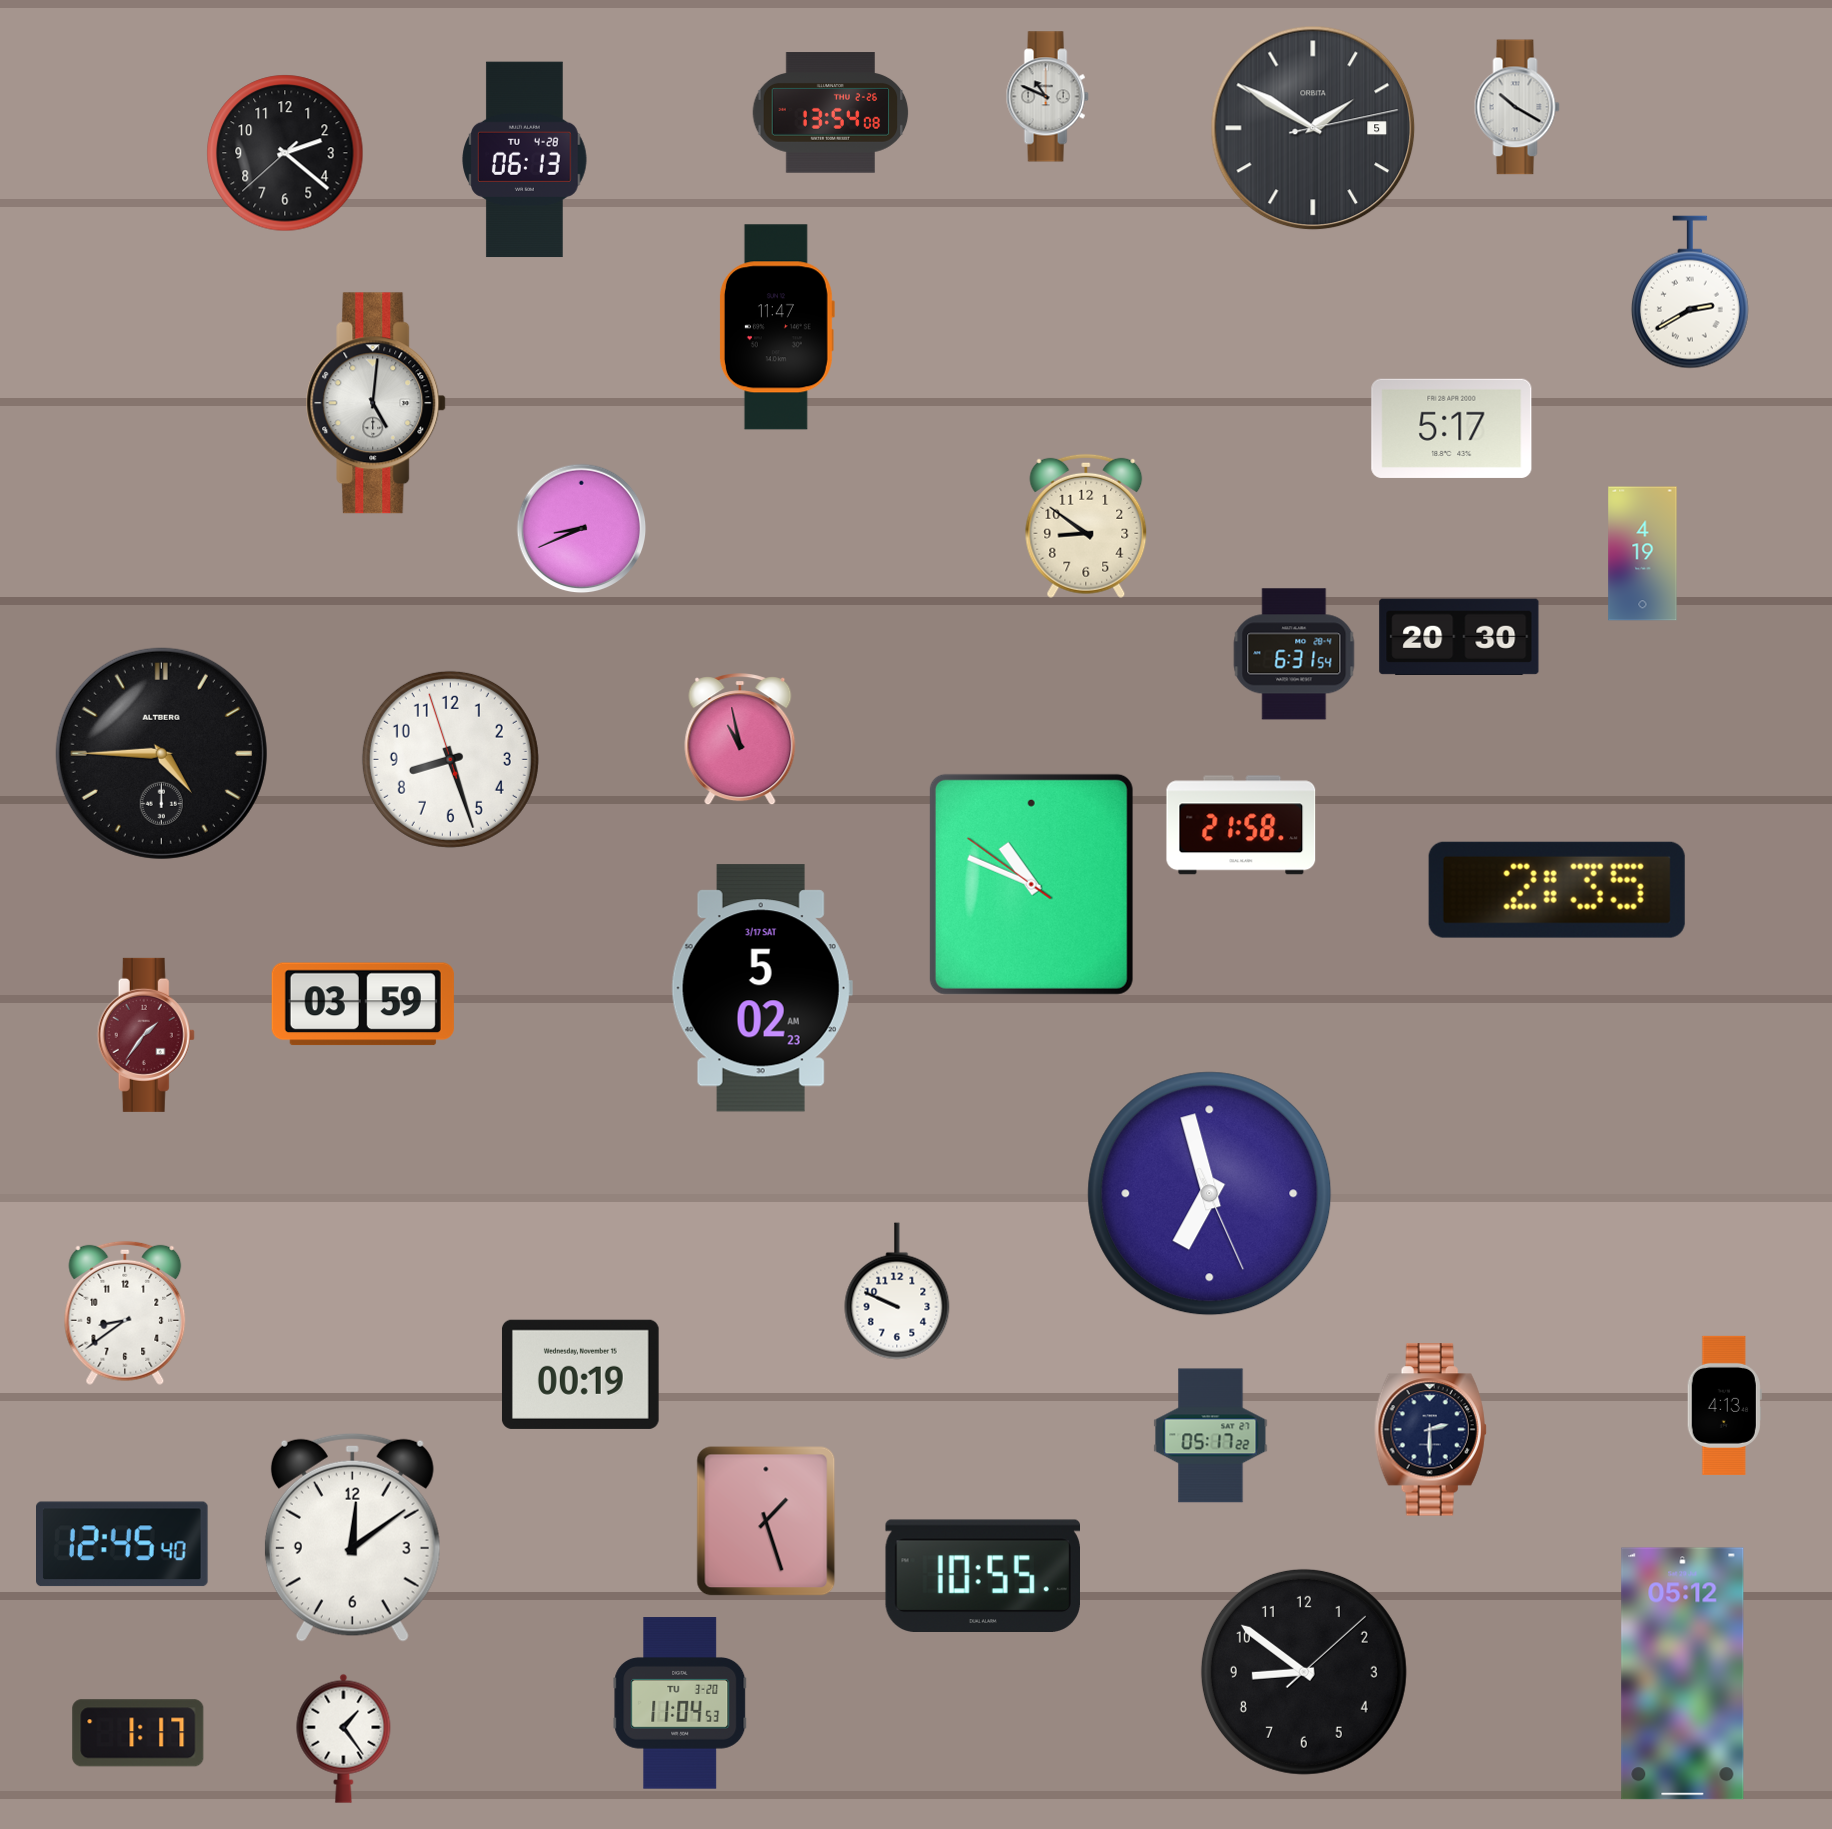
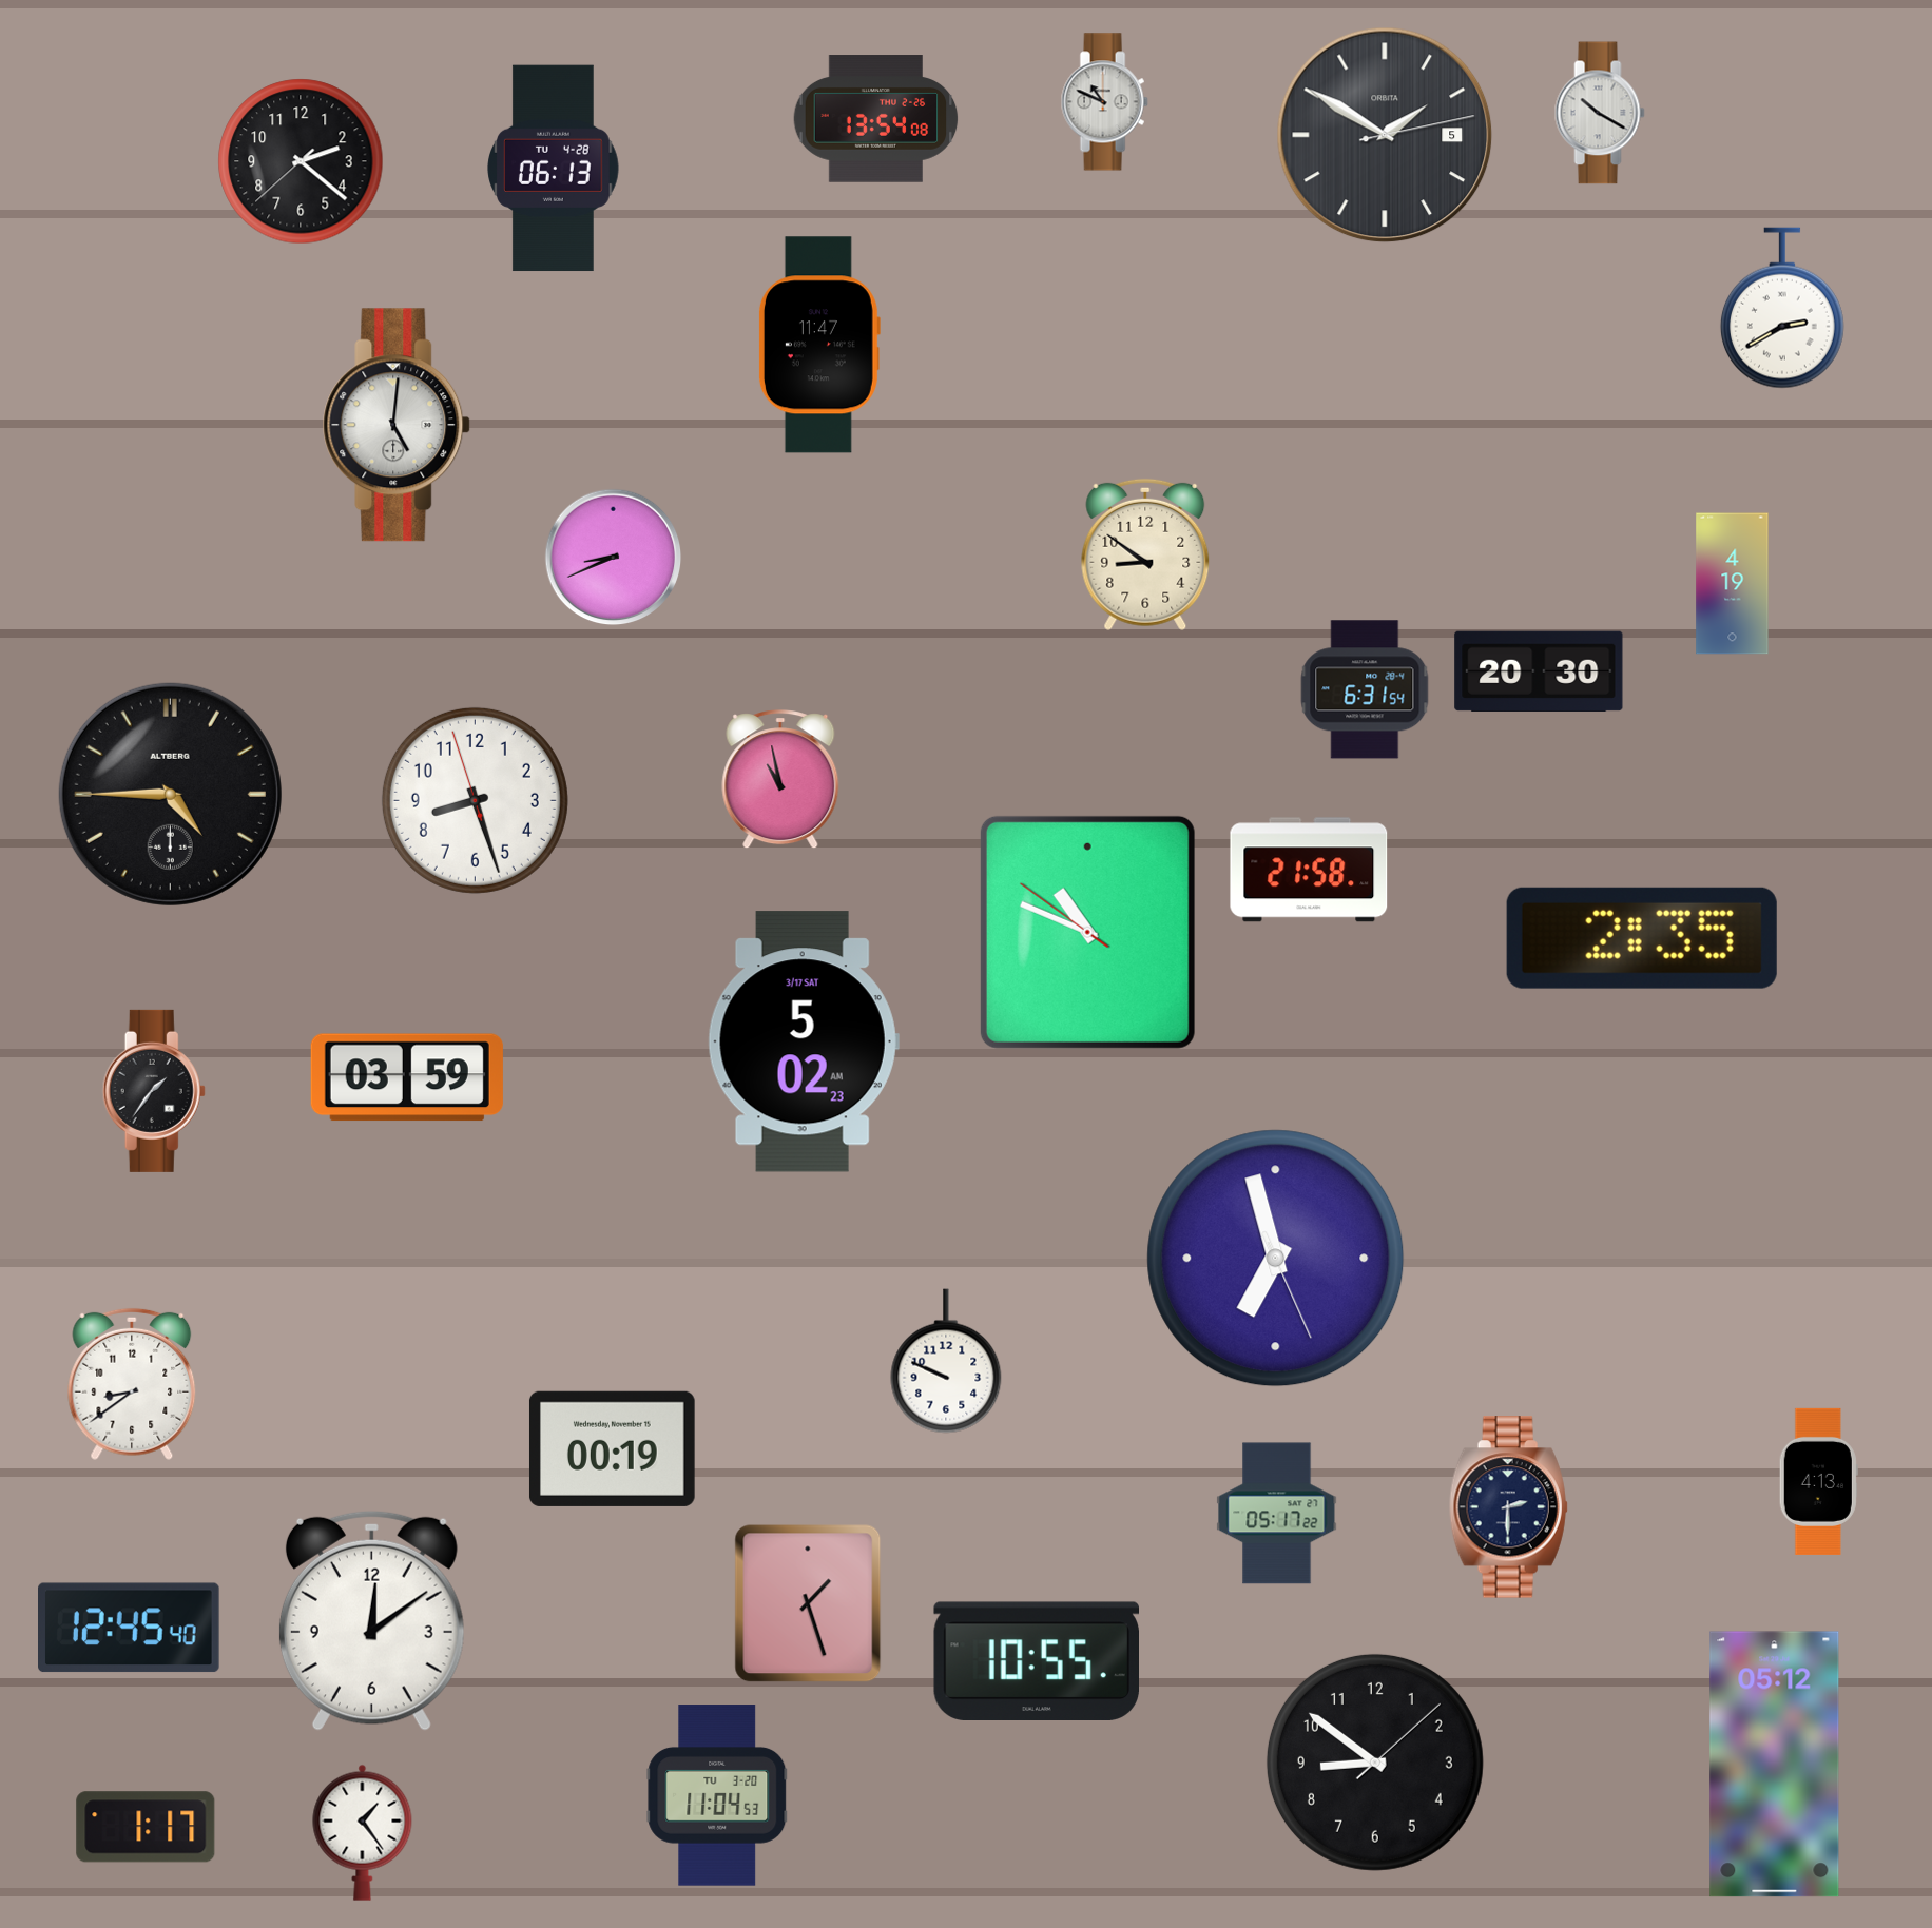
clock at (1452, 428): 5:17 -> none
clock at (363, 1004) position: (363, 1004) -> (407, 1077)
clock at (146, 1035) dial: burgundy -> black
